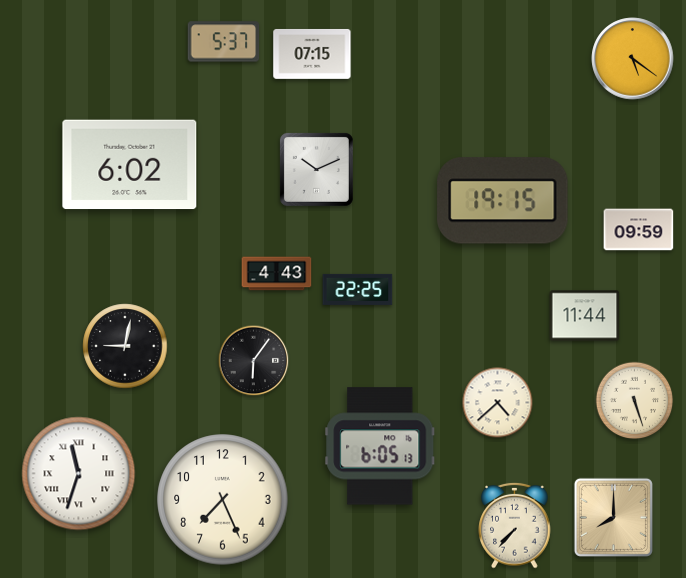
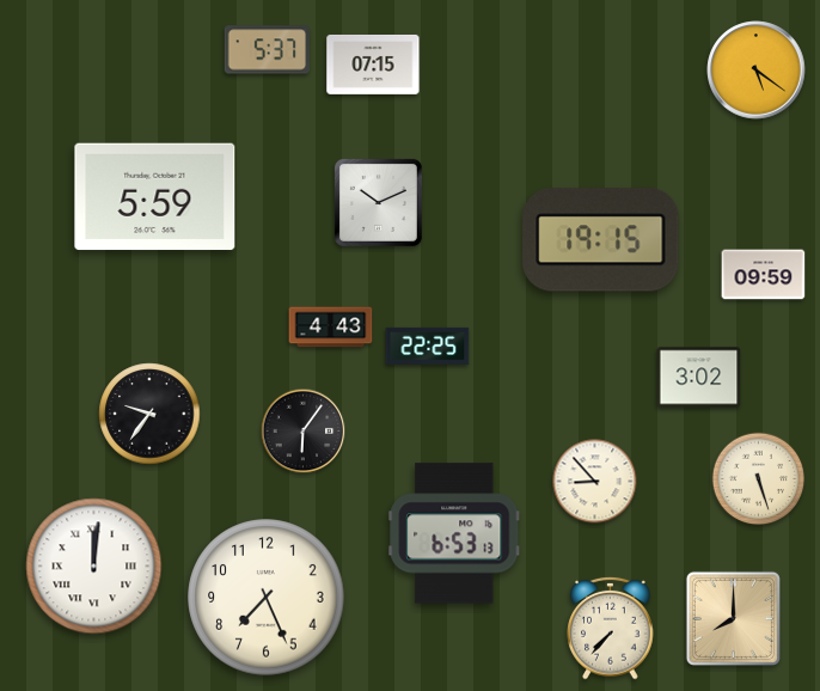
clock at (130, 165): 6:02 -> 5:59
clock at (585, 316): 11:44 -> 3:02
clock at (125, 346): 9:02 -> 9:36
clock at (498, 403): 4:38 -> 8:53
clock at (380, 446): 6:05 -> 6:53
clock at (79, 474): 11:33 -> 12:01
clock at (515, 525) position: (515, 525) -> (611, 628)
